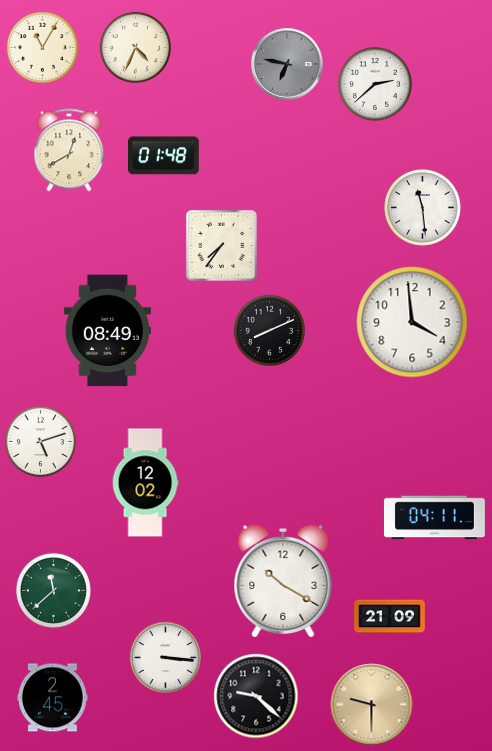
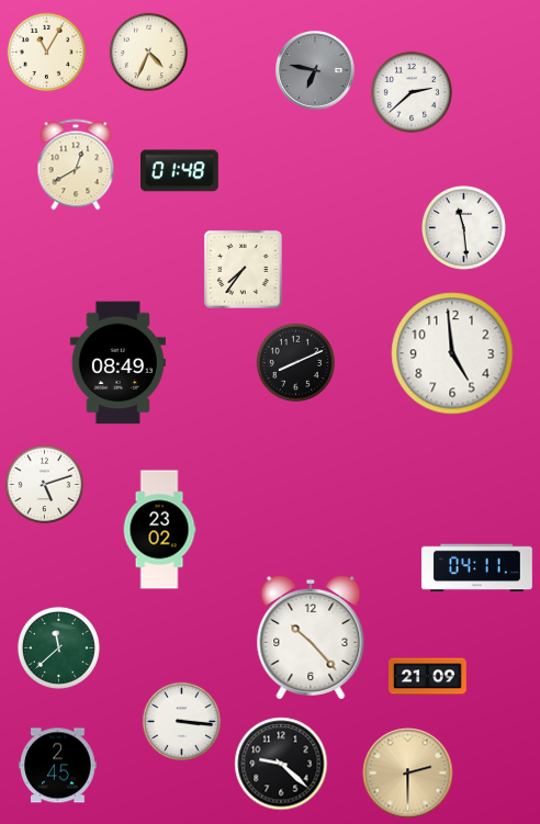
clock at (412, 322): 3:59 -> 4:59
clock at (145, 483): 12:02 -> 23:02
clock at (283, 581): 10:20 -> 10:23
clock at (372, 705): 9:30 -> 2:30
